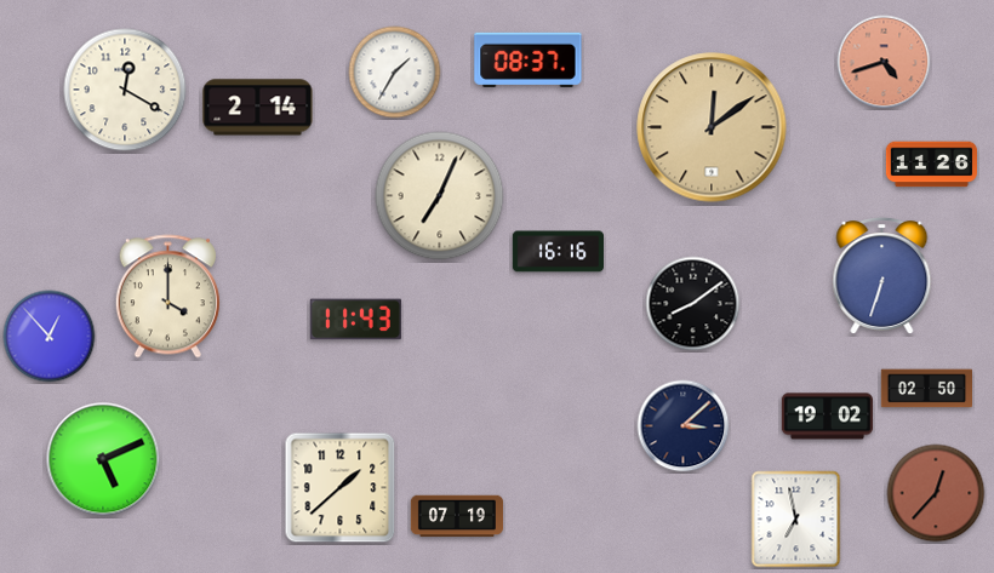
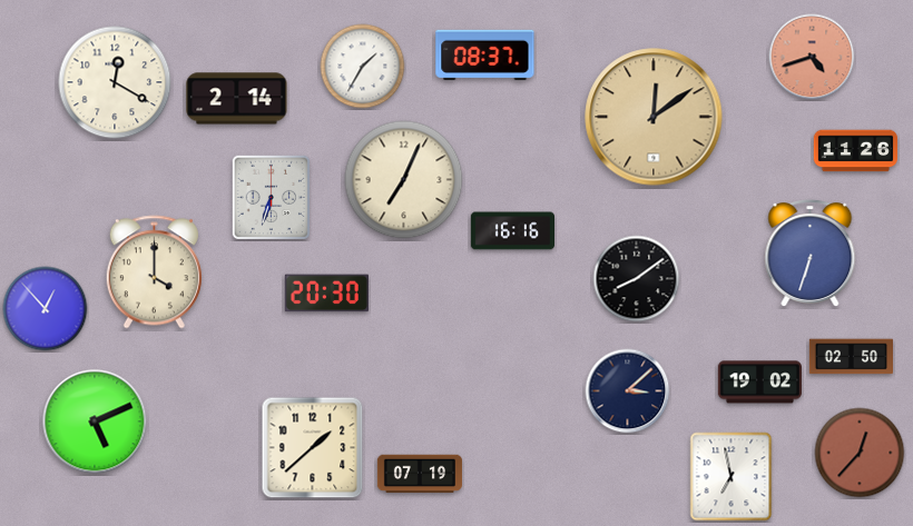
clock at (271, 197): none -> 6:33
clock at (355, 320): 11:43 -> 20:30
